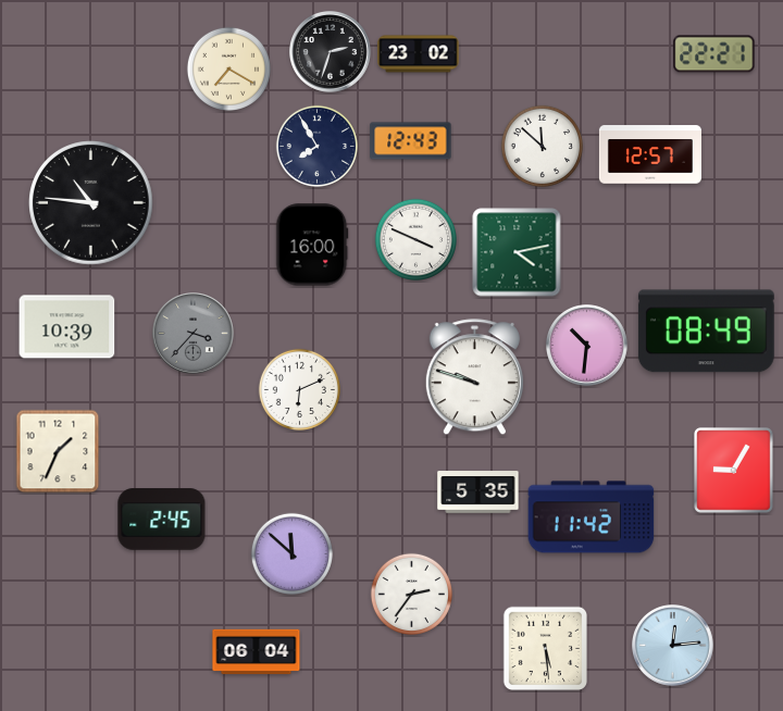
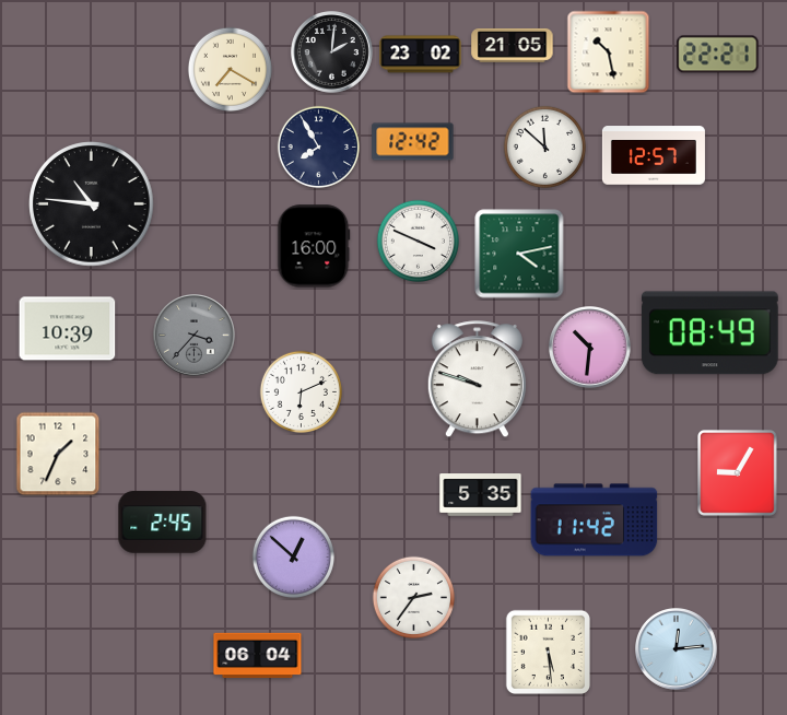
clock at (513, 45): none -> 21:05
clock at (331, 52): 2:33 -> 2:01
clock at (609, 52): none -> 10:28
clock at (411, 141): 12:43 -> 12:42
clock at (291, 553): 11:52 -> 12:52
